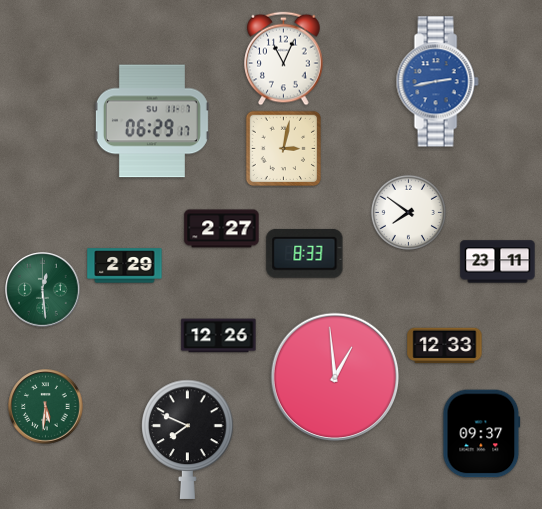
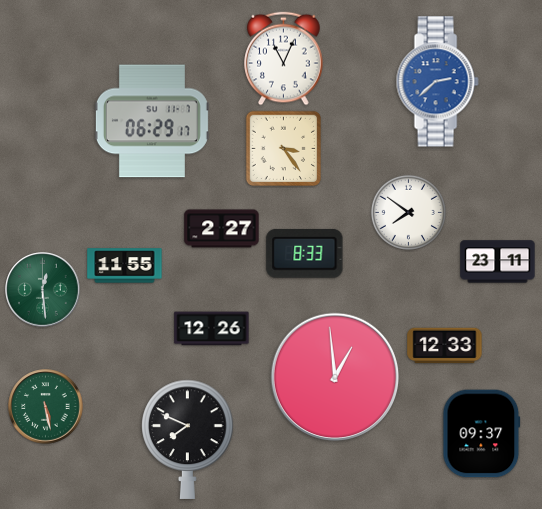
clock at (437, 82): 2:43 -> 2:38
clock at (284, 149): 3:02 -> 3:24
clock at (125, 266): 2:29 -> 11:55
clock at (219, 336) position: (219, 336) -> (212, 329)
clock at (46, 407): 5:31 -> 5:28
